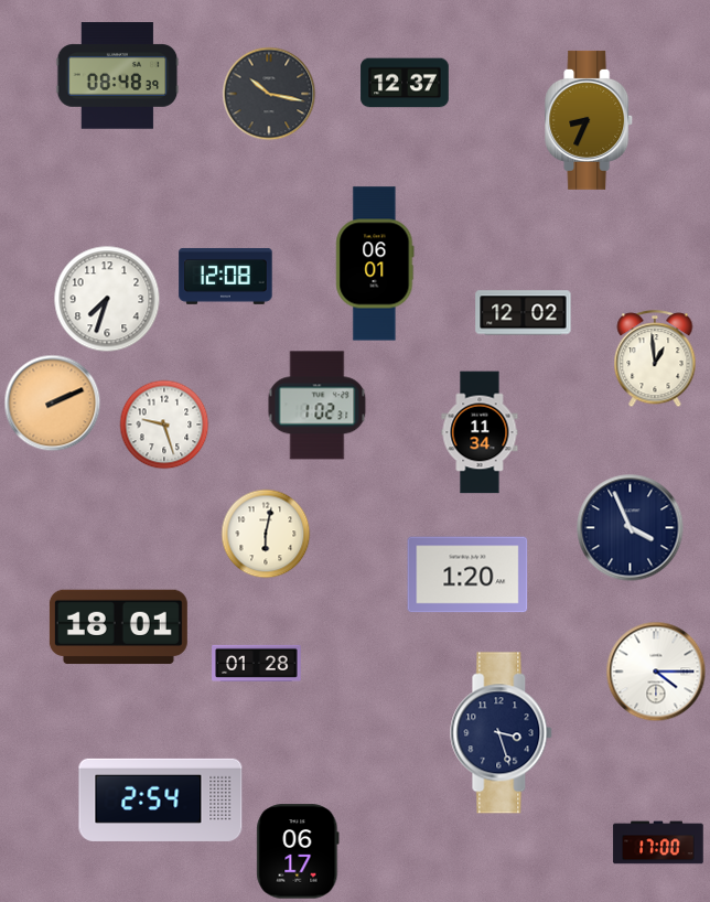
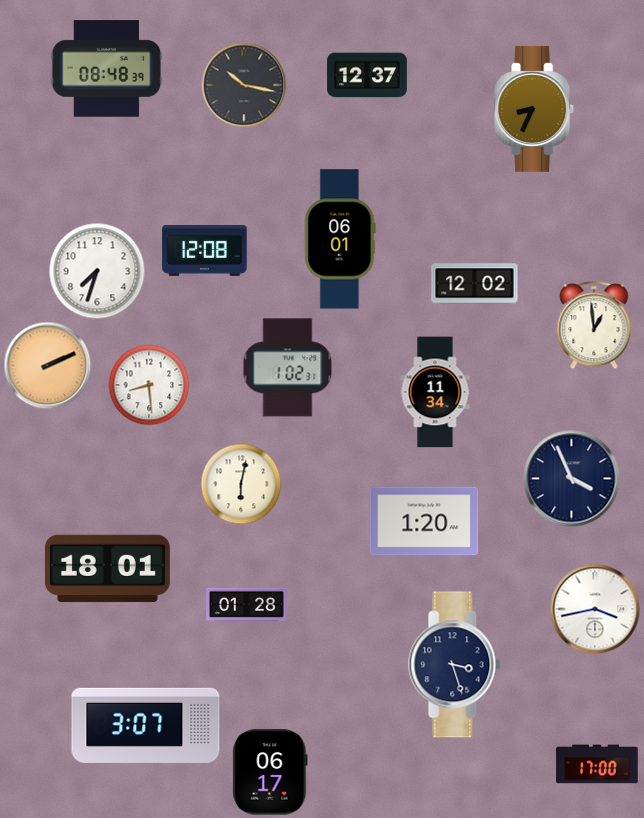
clock at (164, 425): 9:27 -> 8:29
clock at (257, 663) position: (257, 663) -> (247, 604)
clock at (656, 672): 4:15 -> 3:43
clock at (161, 799): 2:54 -> 3:07
